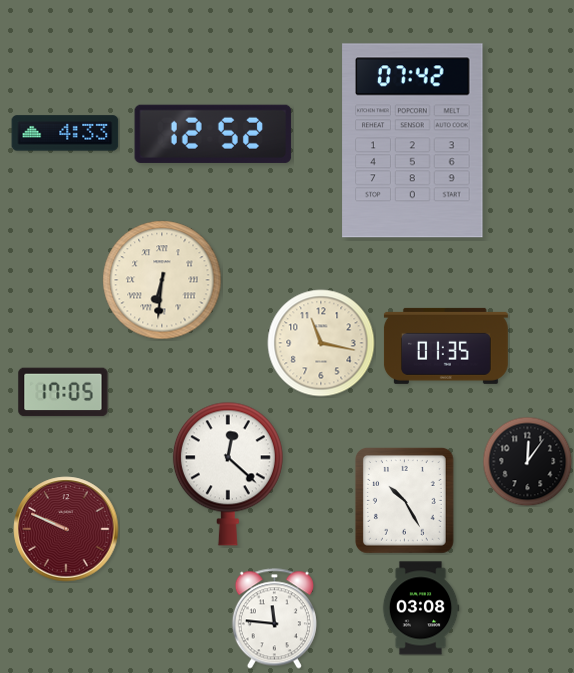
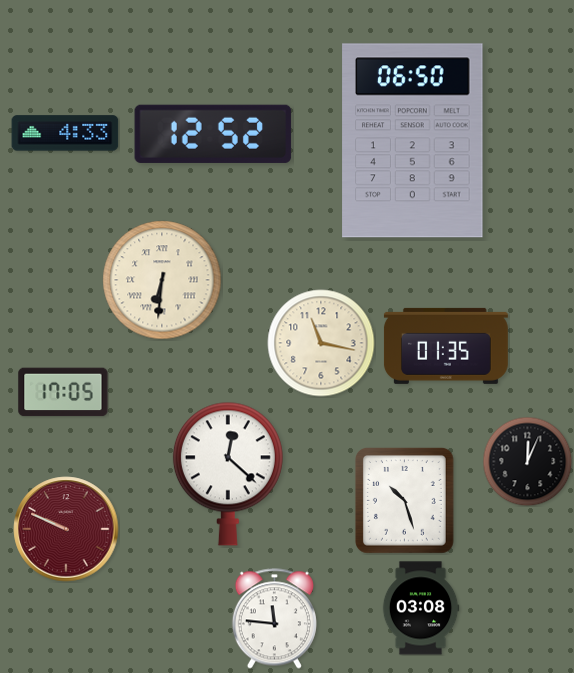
clock at (413, 141): 07:42 -> 06:50
clock at (527, 461): 12:06 -> 12:04
clock at (404, 500): 10:25 -> 10:27
